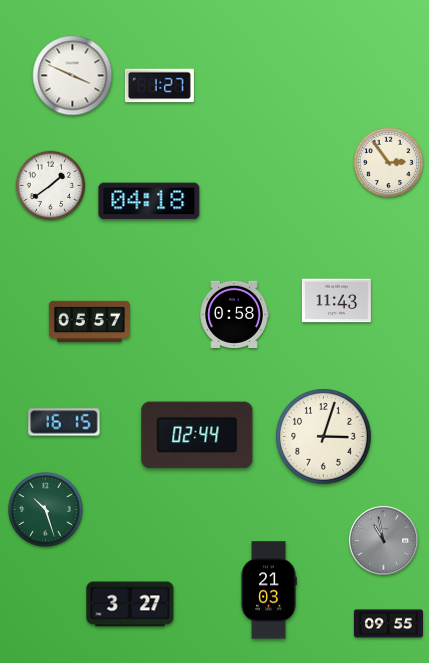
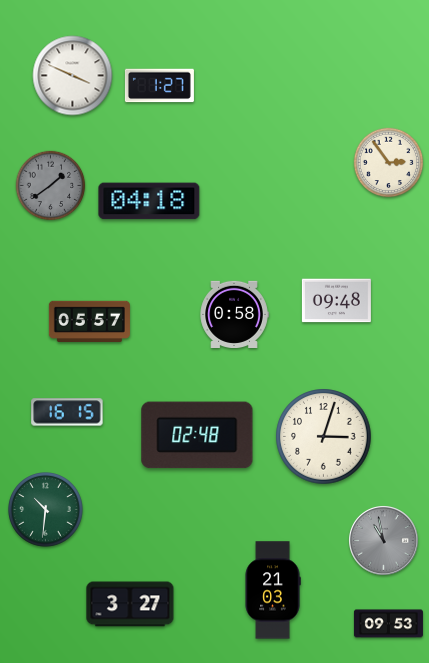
clock at (51, 186) dial: white -> grey
clock at (336, 301): 11:43 -> 09:48
clock at (64, 422) position: (64, 422) -> (67, 412)
clock at (197, 435): 02:44 -> 02:48
clock at (46, 510): 10:27 -> 10:31
clock at (269, 590) position: (269, 590) -> (273, 590)
clock at (388, 624): 09:55 -> 09:53
